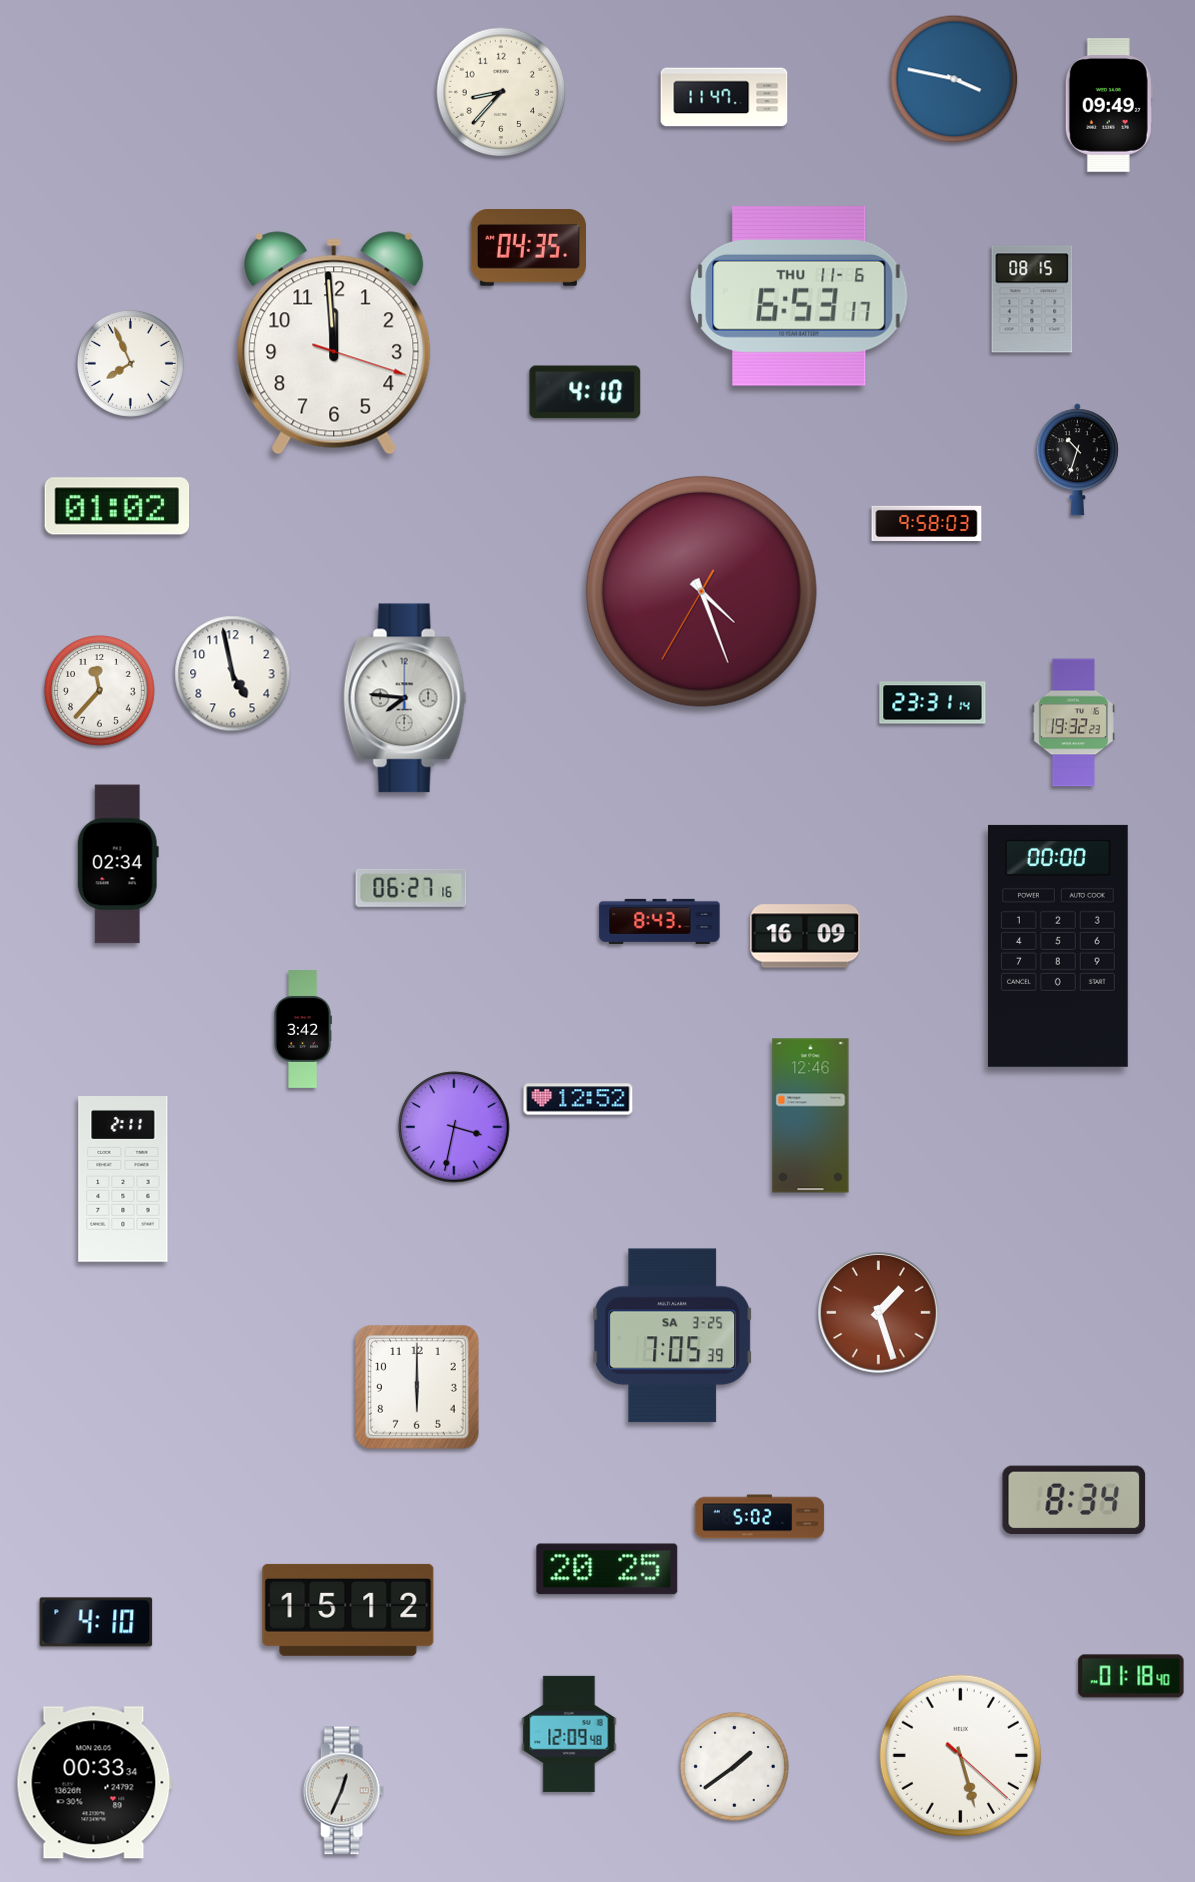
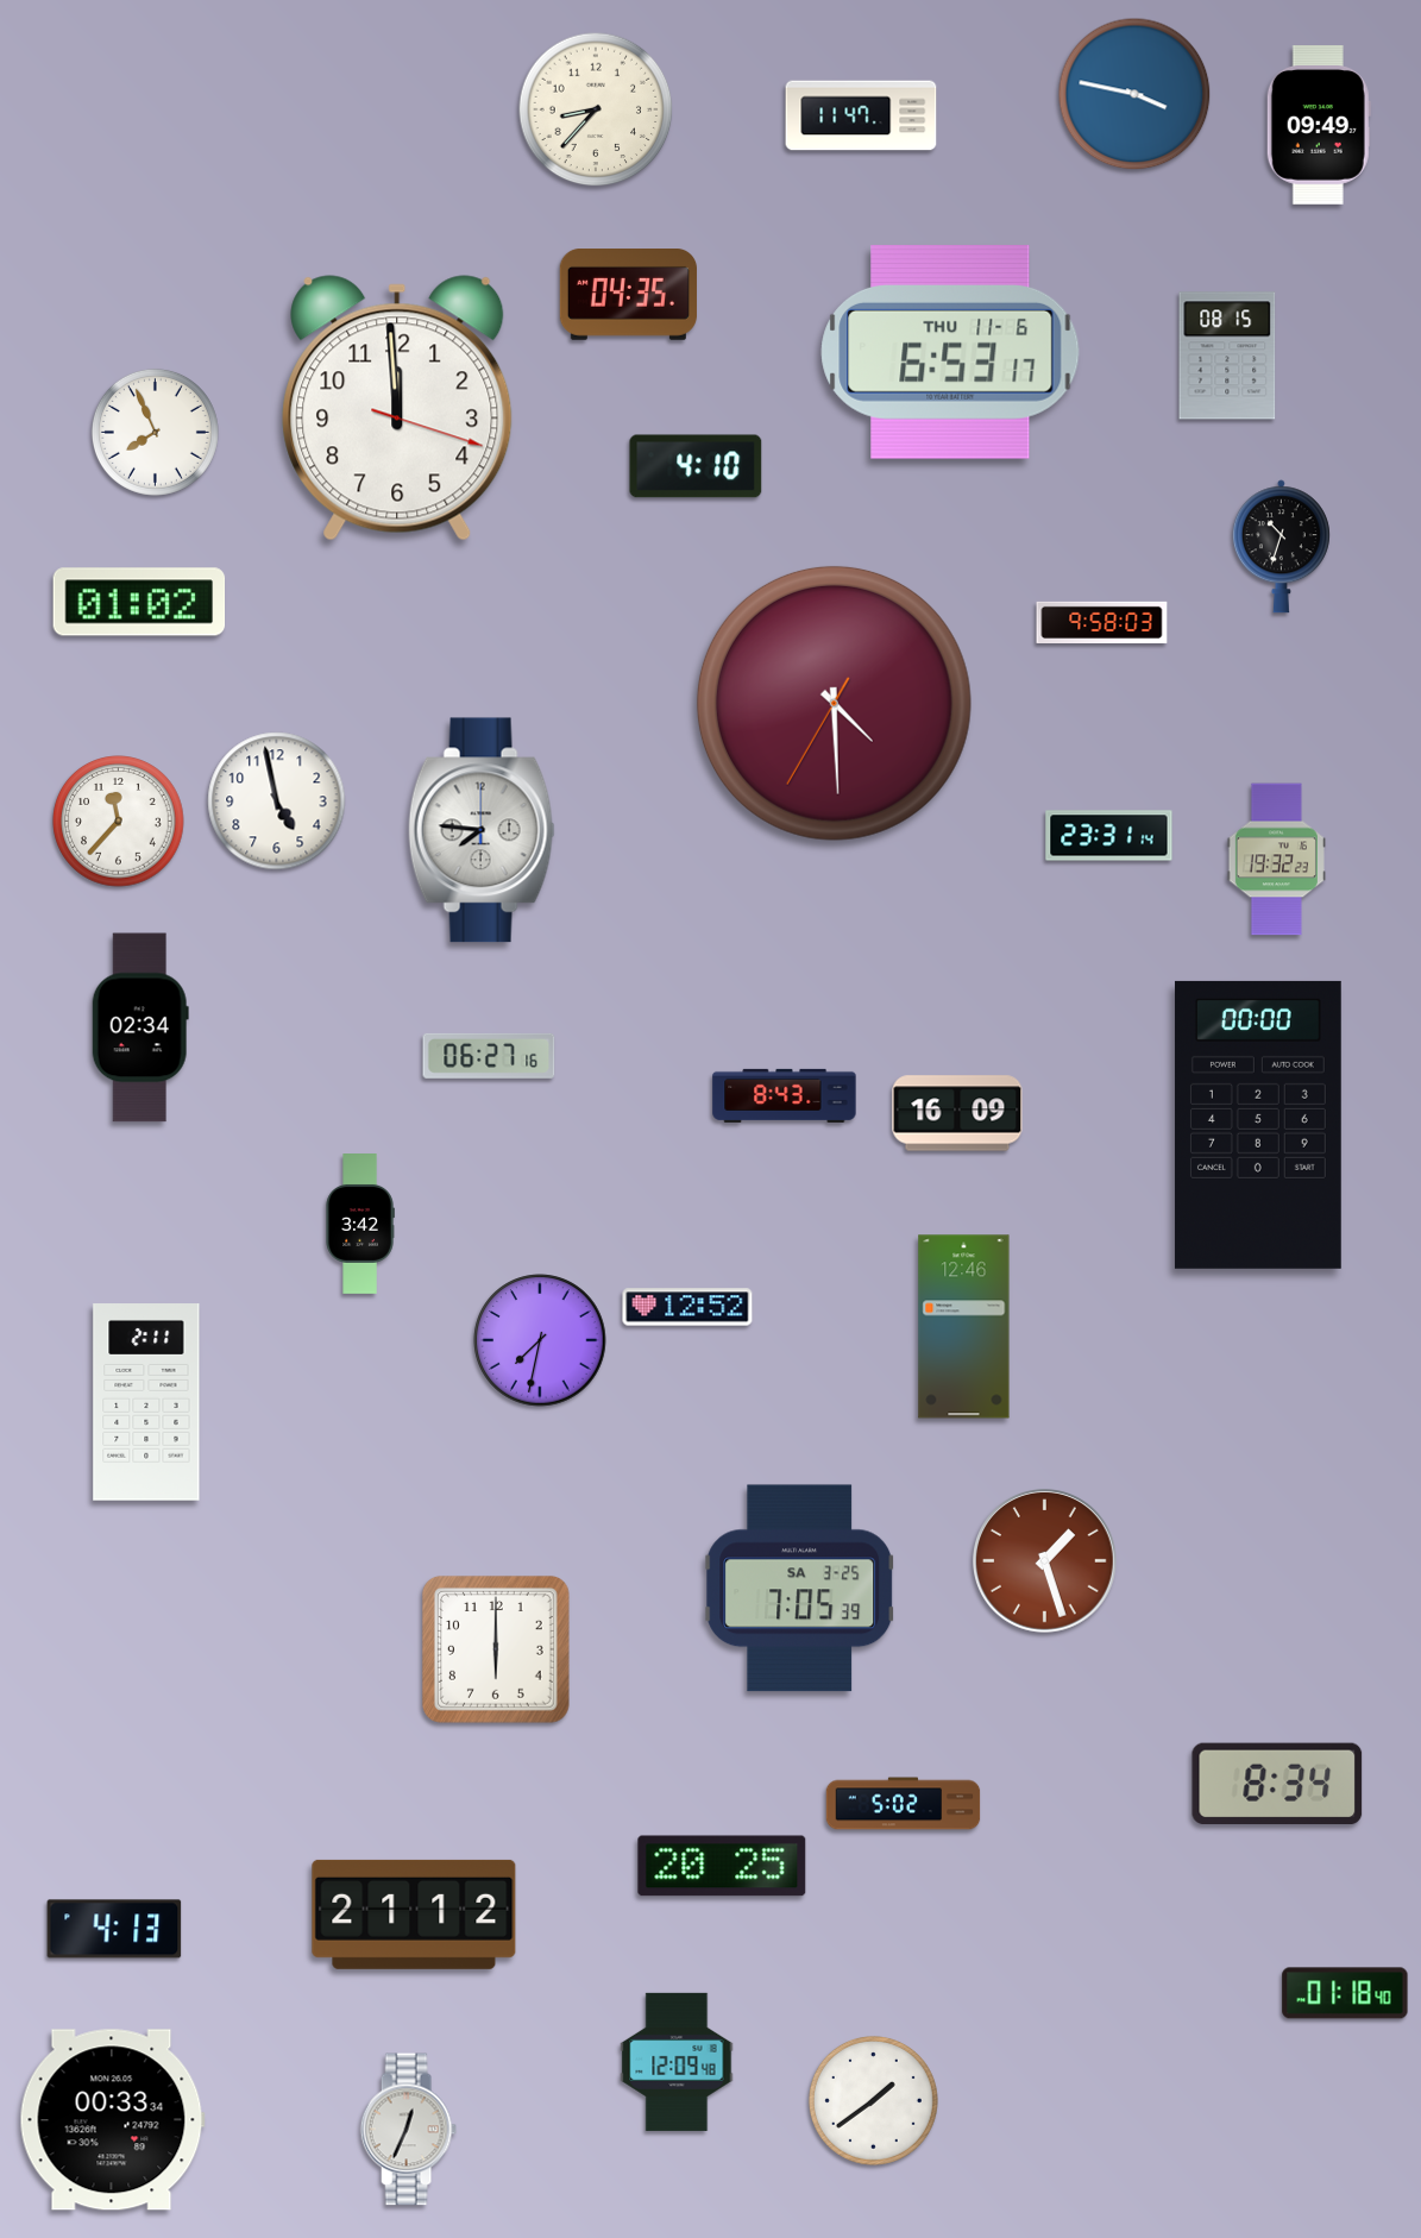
clock at (701, 591): 4:26 -> 4:29
clock at (454, 1127): 3:32 -> 7:32
clock at (348, 1610): 15:12 -> 21:12
clock at (96, 1622): 4:10 -> 4:13
clock at (960, 1755): 5:27 -> none
